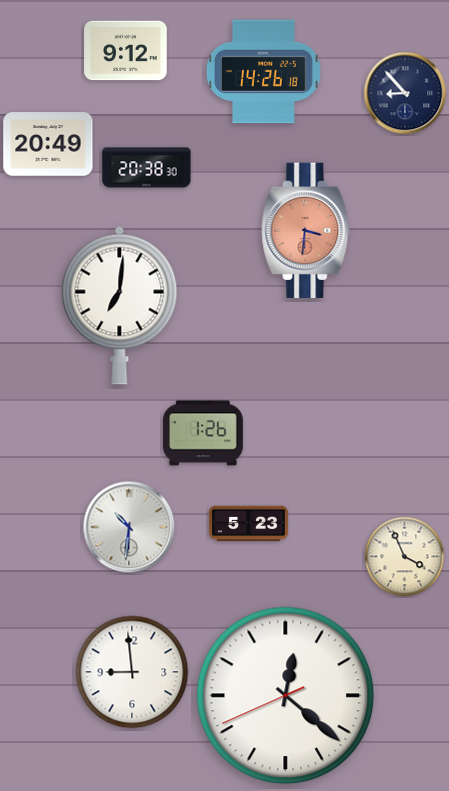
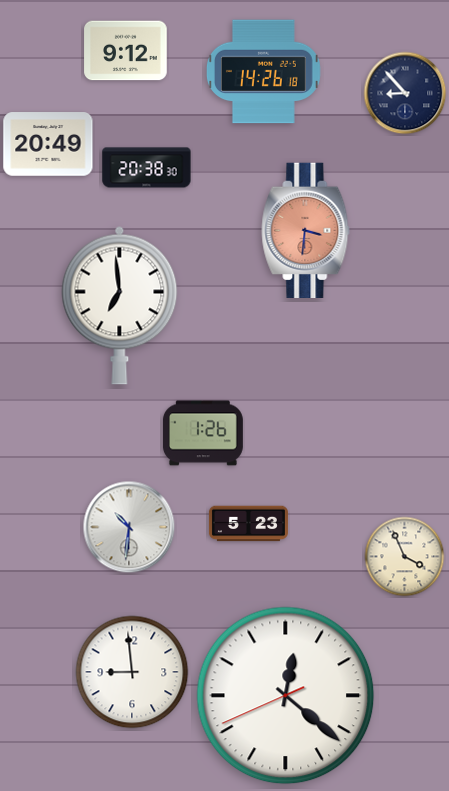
clock at (120, 305): 7:01 -> 6:59
